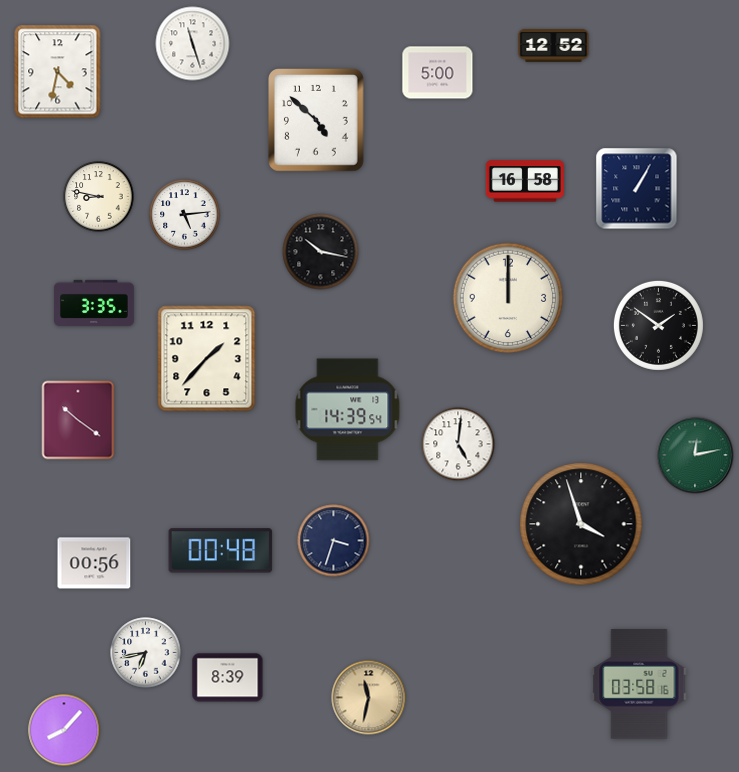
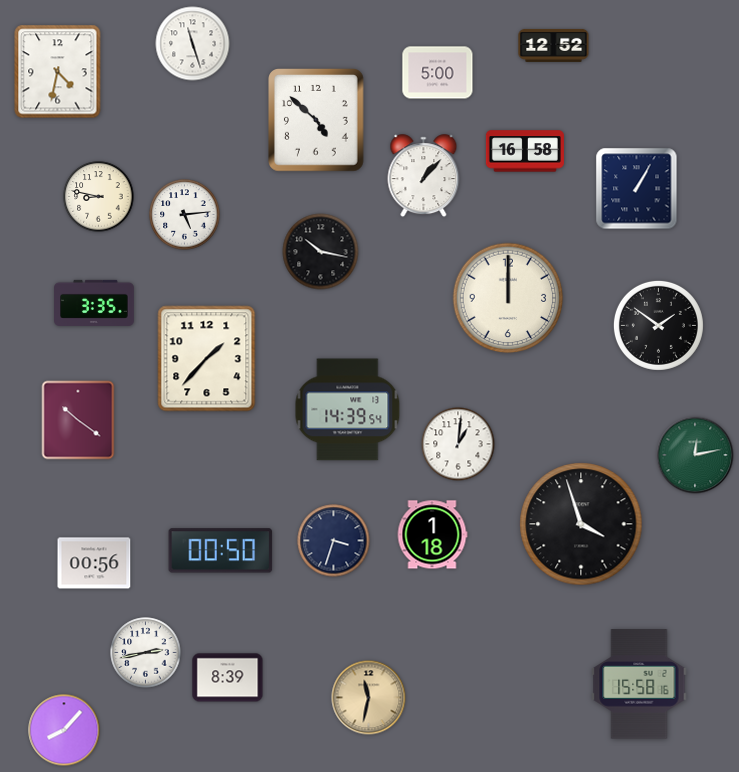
clock at (424, 176): none -> 1:07
clock at (525, 181) position: (525, 181) -> (525, 151)
clock at (458, 444): 5:01 -> 1:01
clock at (432, 535): none -> 1:18
clock at (221, 551): 00:48 -> 00:50
clock at (146, 653): 6:43 -> 2:43
clock at (639, 684): 03:58 -> 15:58
